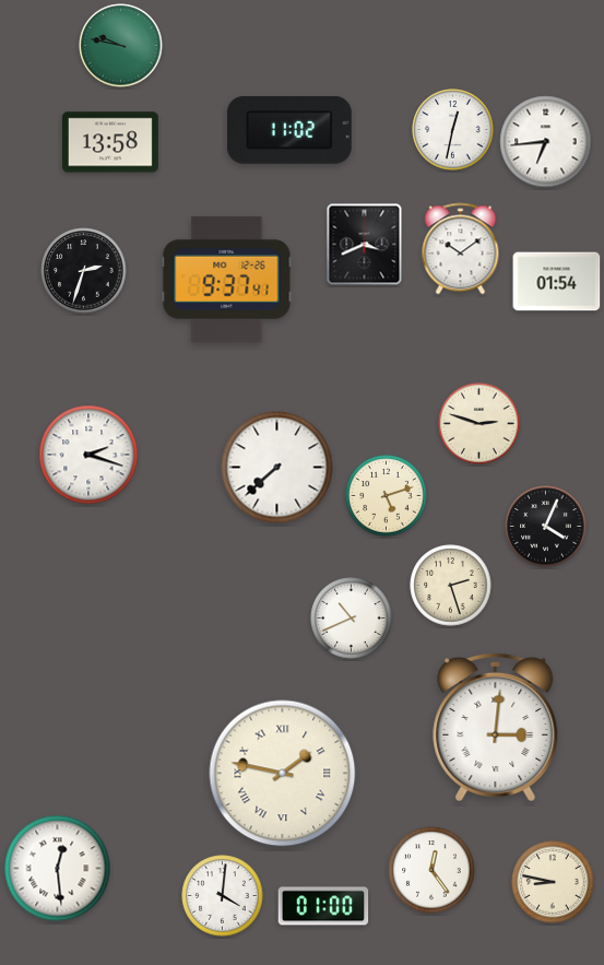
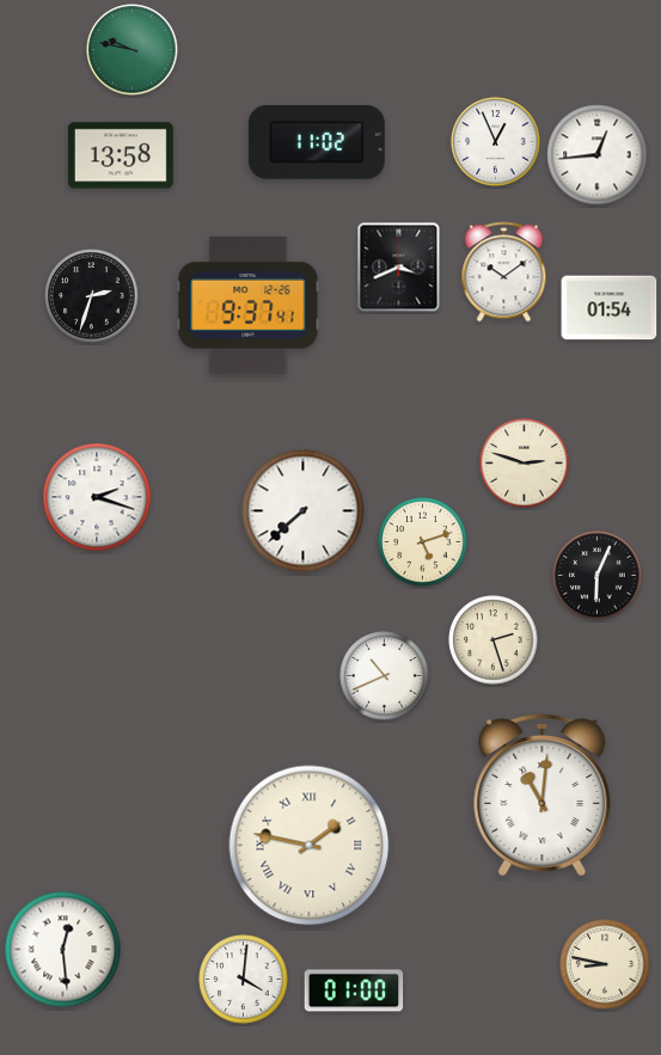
clock at (453, 130): 12:32 -> 12:56
clock at (546, 142): 6:44 -> 12:44
clock at (546, 527): 4:04 -> 6:04
clock at (496, 726): 3:01 -> 11:01
clock at (431, 870): 12:24 -> none
